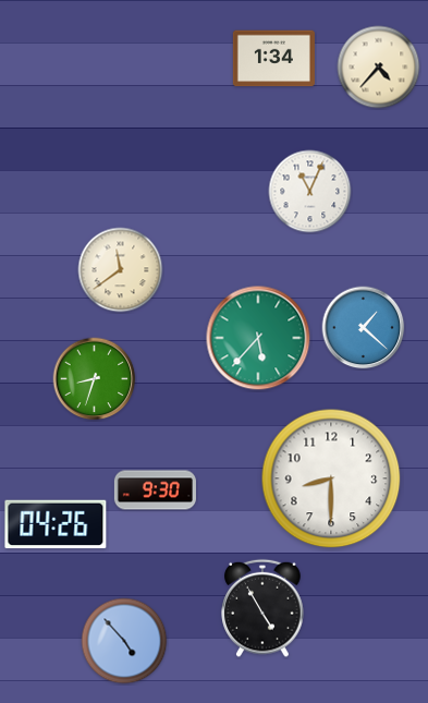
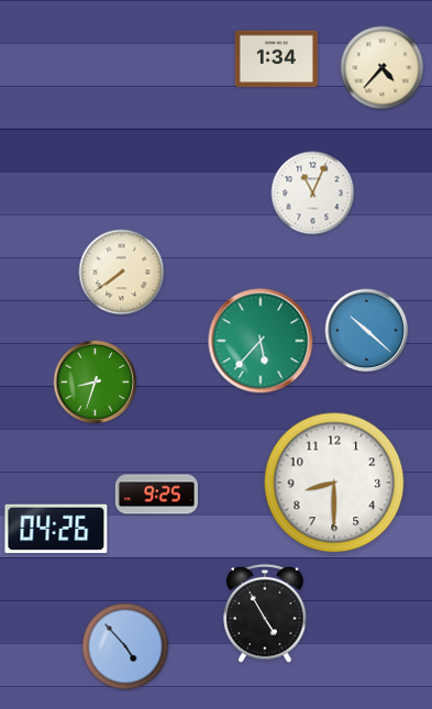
clock at (121, 270): 11:39 -> 7:39
clock at (364, 328): 1:22 -> 10:22
clock at (155, 490): 9:30 -> 9:25
